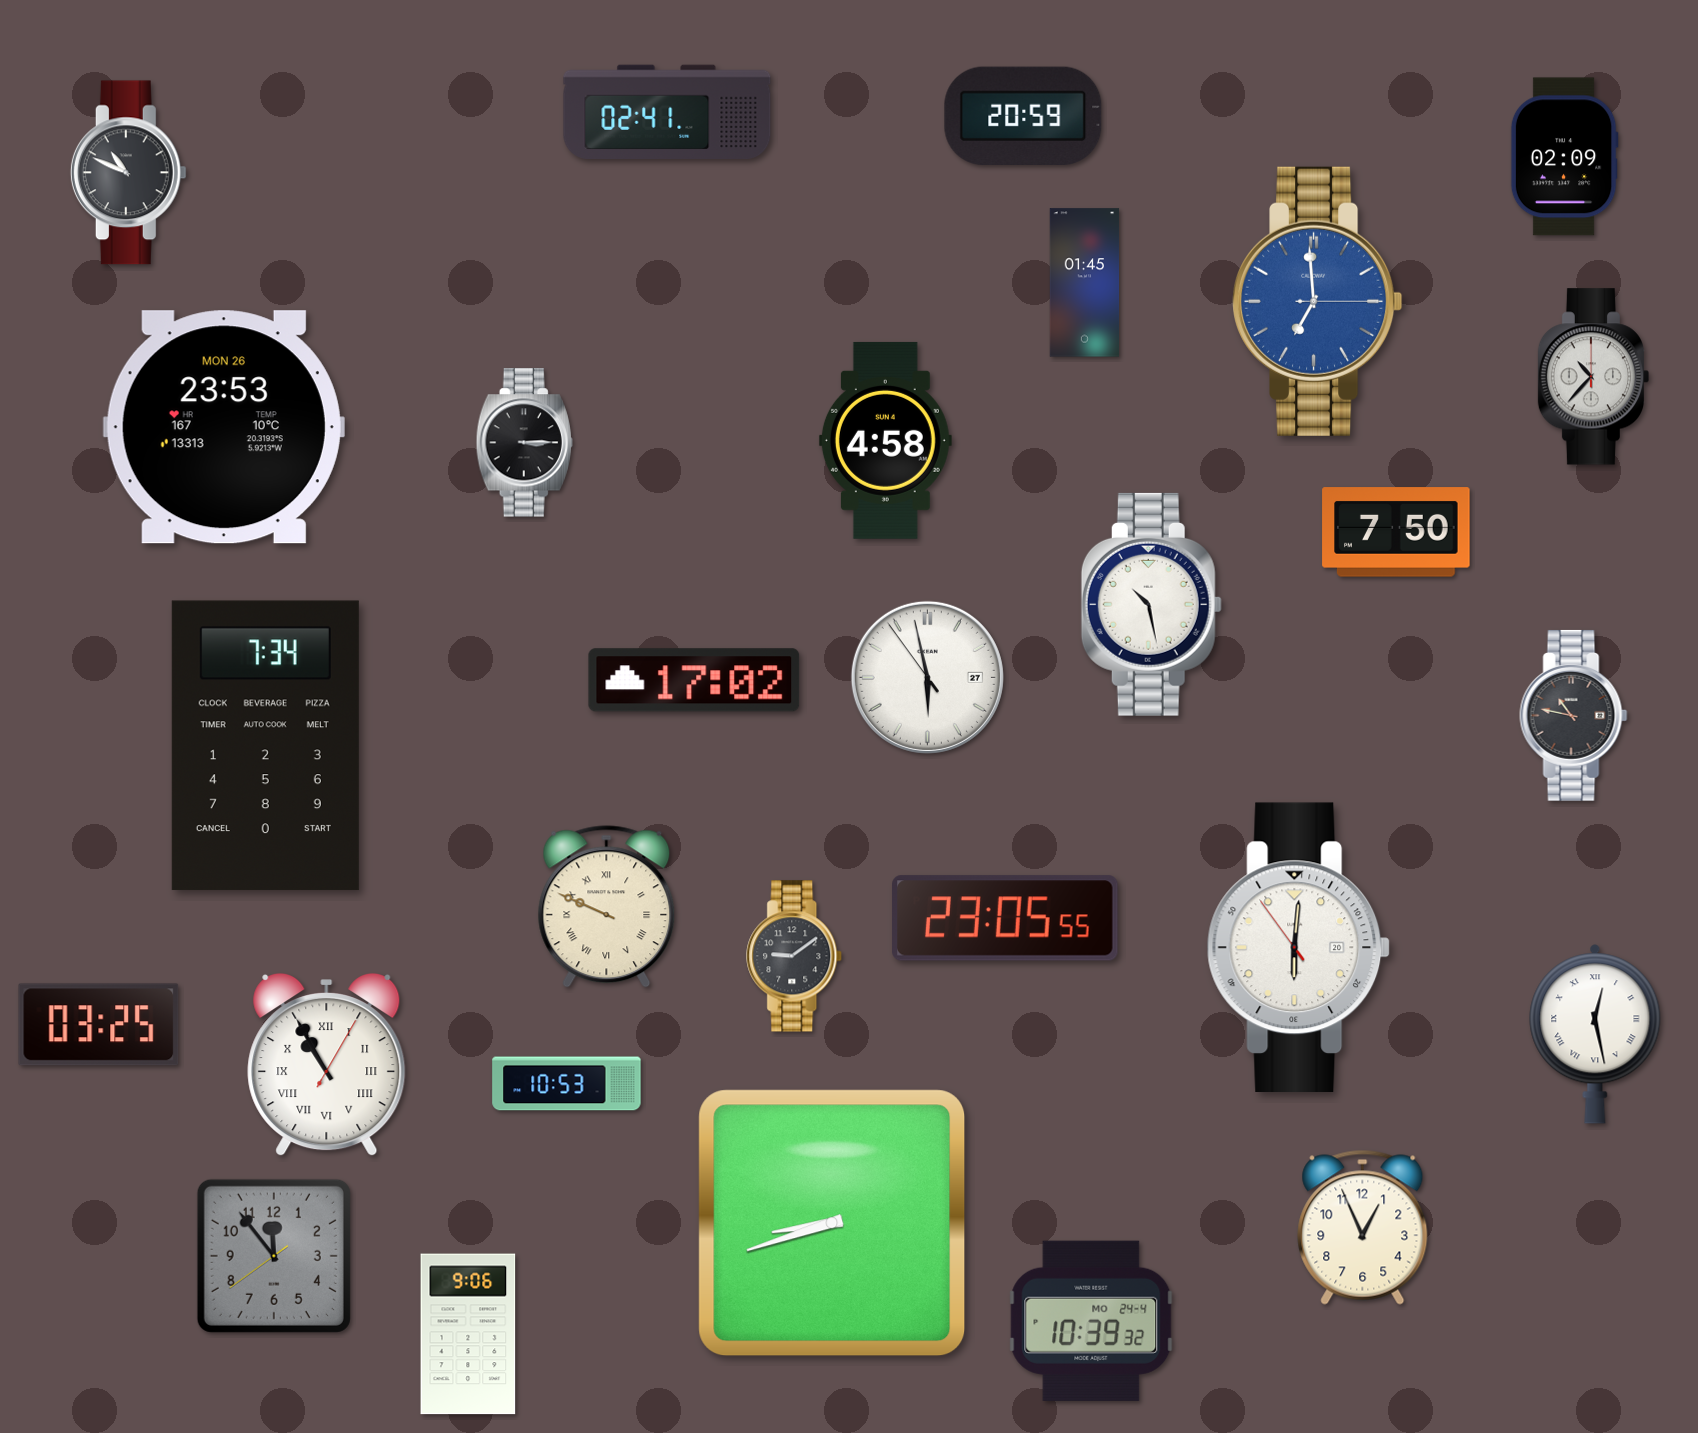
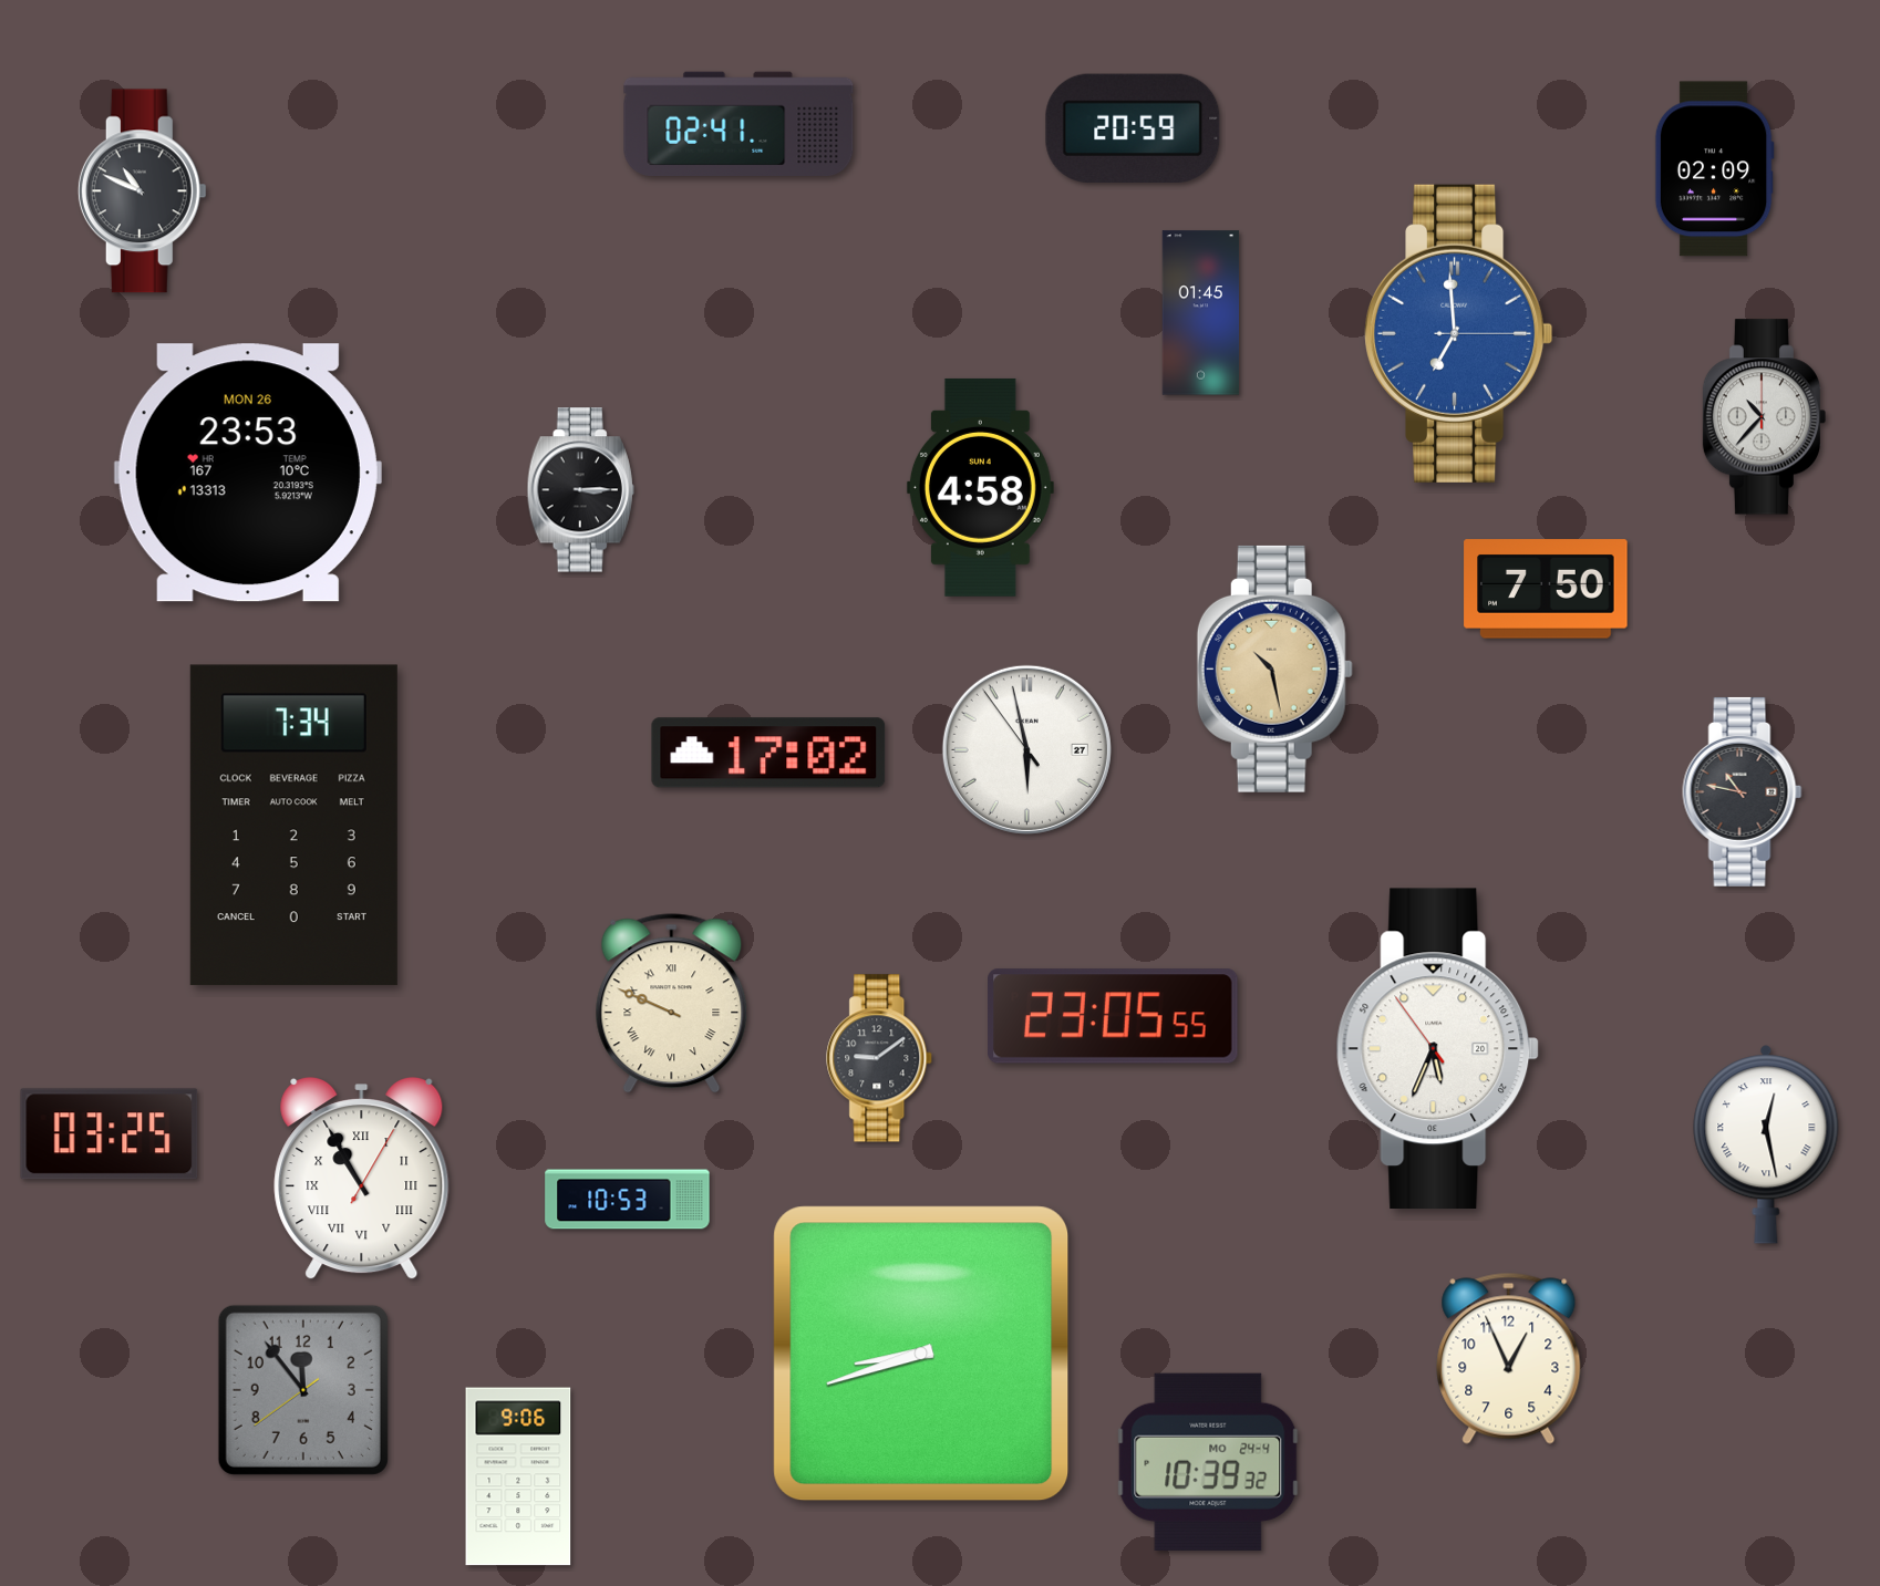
clock at (1564, 157) position: (1564, 157) -> (1714, 169)
clock at (1151, 604) dial: white -> champagne
clock at (1299, 947): 6:00 -> 5:33
